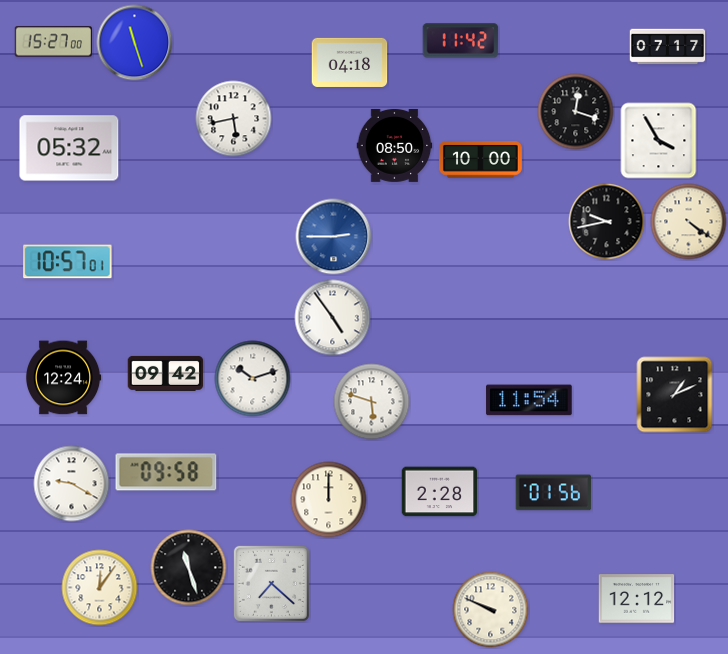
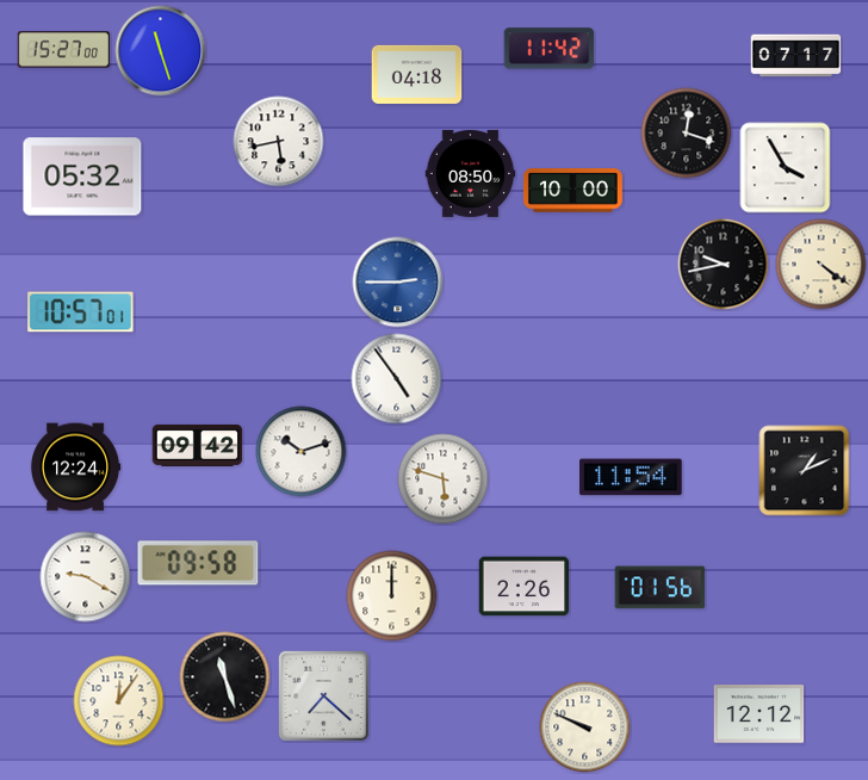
clock at (63, 378) position: (63, 378) -> (75, 468)
clock at (440, 492): 2:28 -> 2:26
